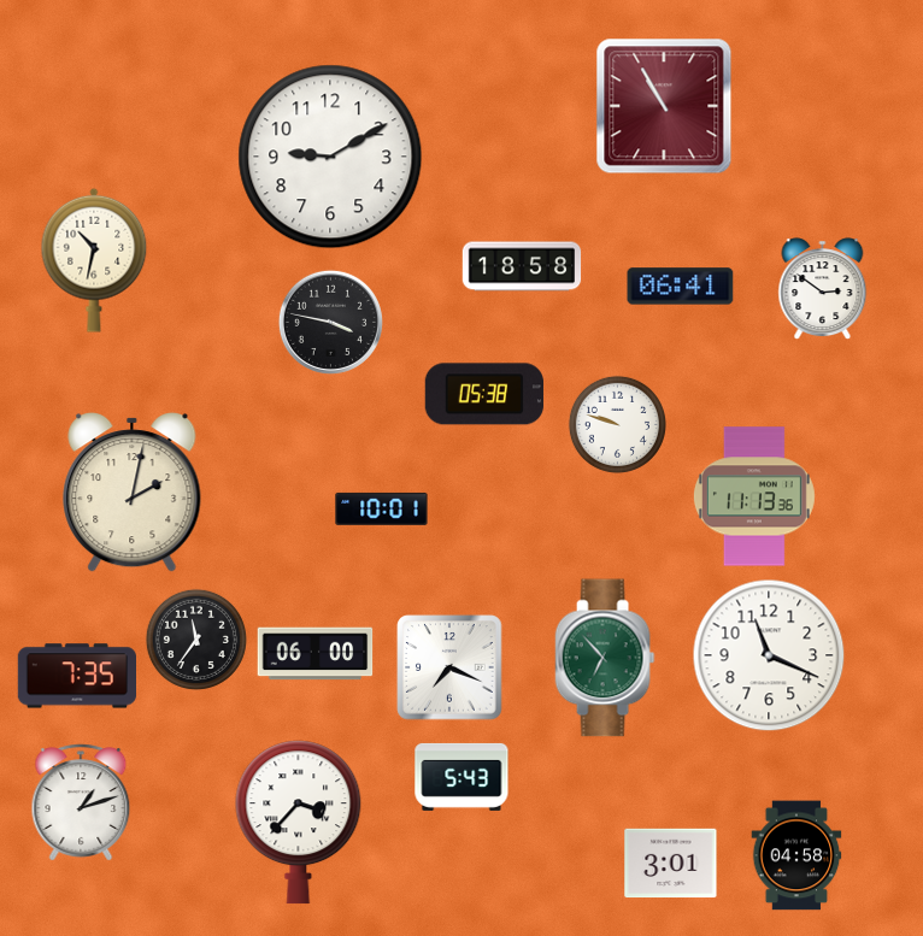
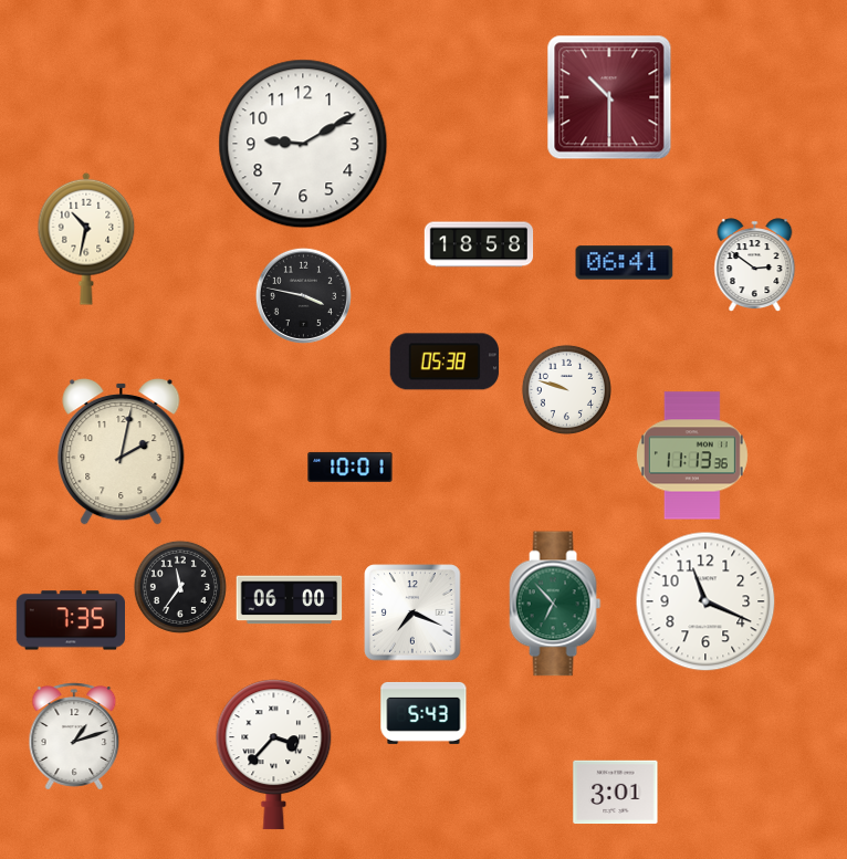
clock at (664, 106): 10:55 -> 10:30
clock at (796, 855): 04:58 -> none
